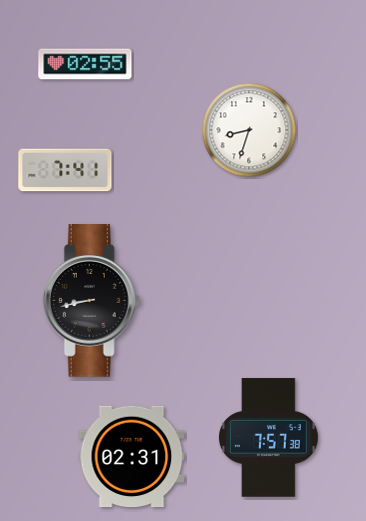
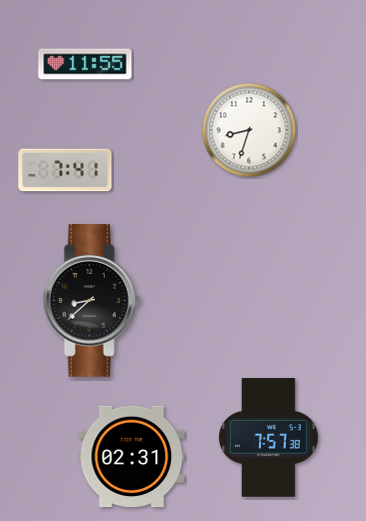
clock at (85, 64): 02:55 -> 11:55
clock at (91, 301): 8:43 -> 8:38
